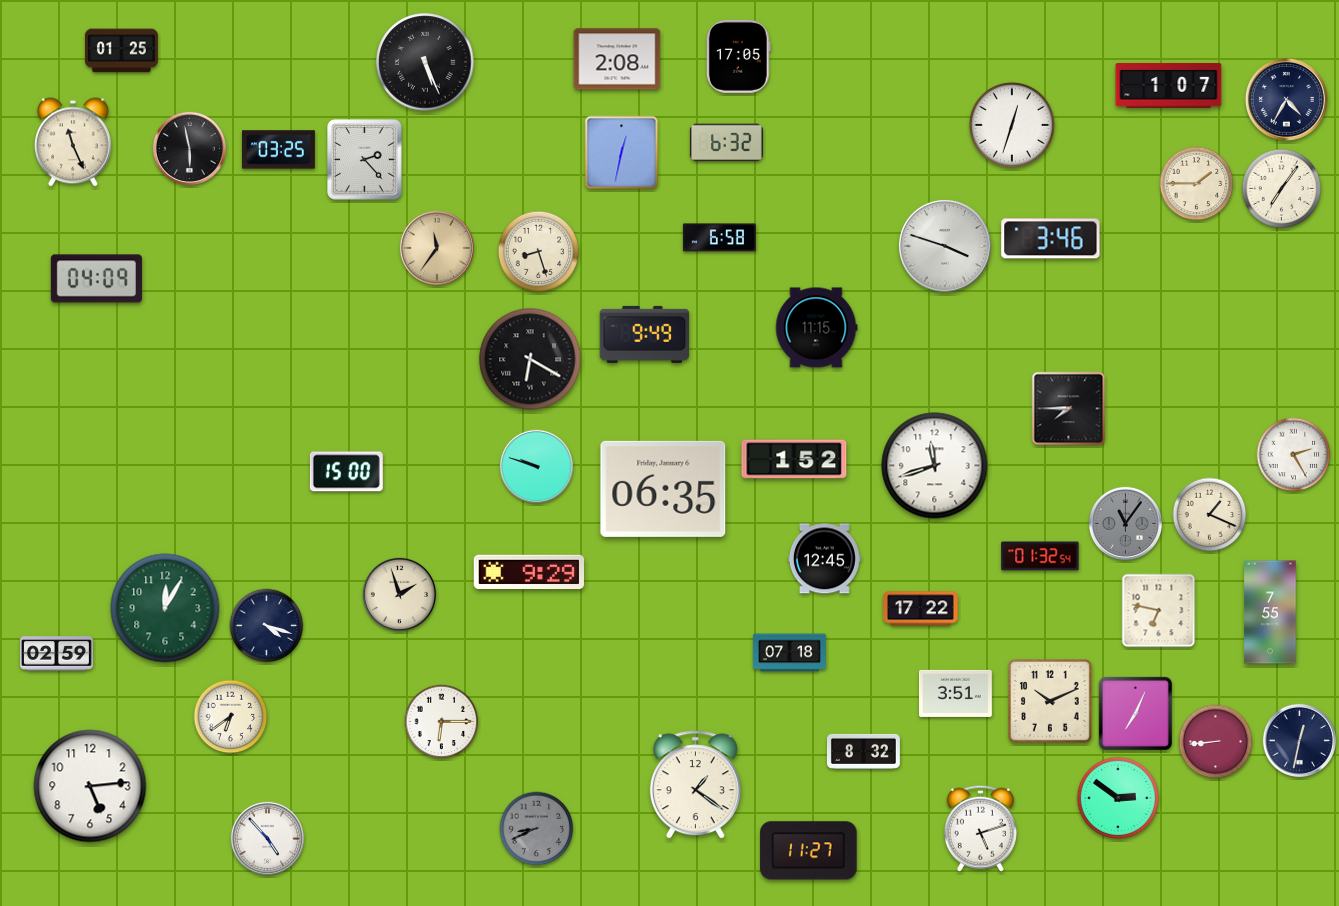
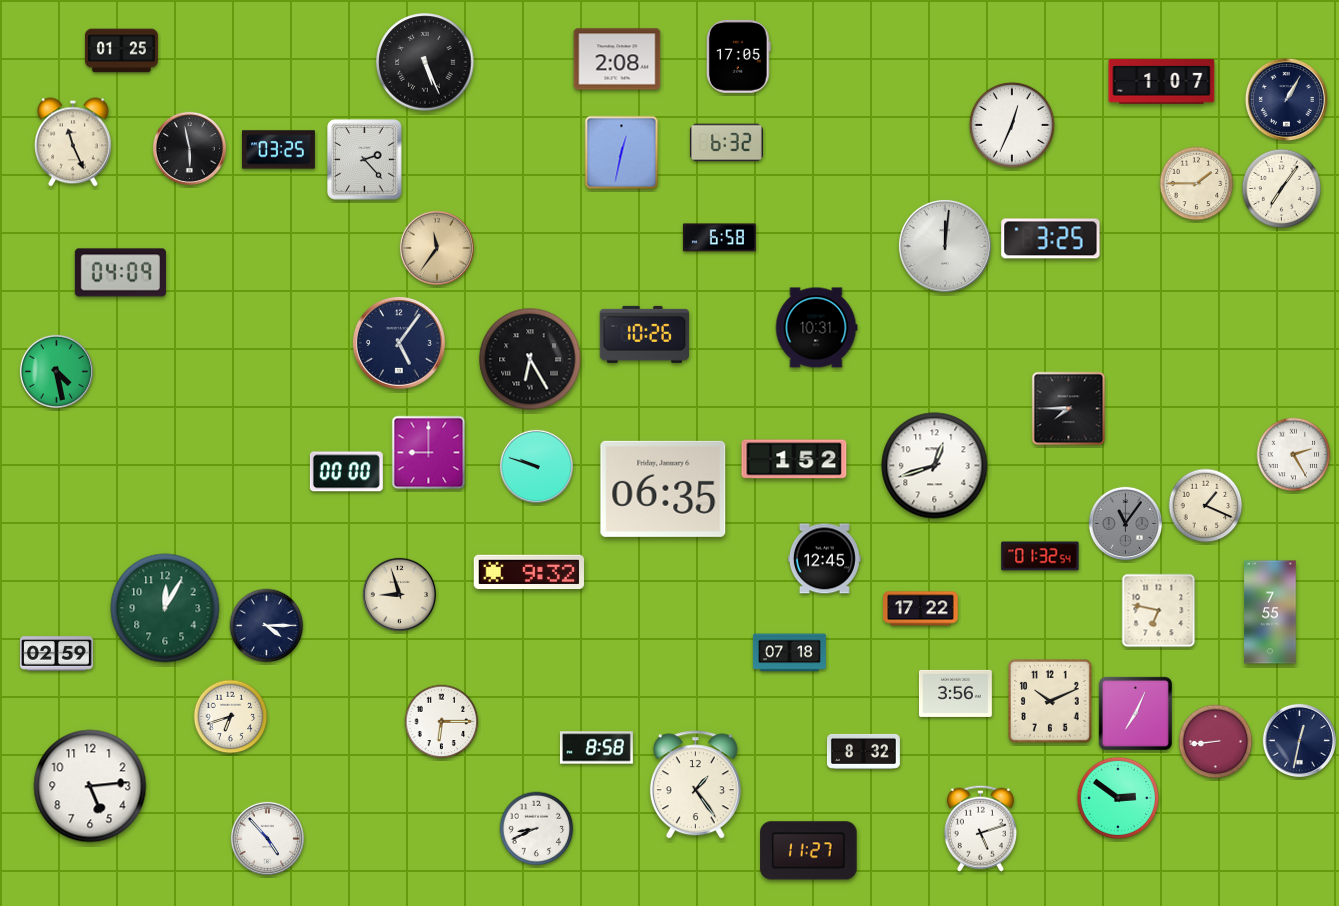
clock at (1169, 86) position: (1169, 86) -> (1162, 82)
clock at (1286, 99): 4:35 -> 1:05
clock at (1012, 125): 12:33 -> 12:34
clock at (1051, 239): 3:46 -> 3:25
clock at (945, 246): 3:48 -> 12:01
clock at (538, 251): 8:27 -> none
clock at (96, 279) position: (96, 279) -> (120, 273)
clock at (816, 328): 11:15 -> 10:31
clock at (645, 334): 9:49 -> 10:26
clock at (399, 343): none -> 5:06
clock at (530, 359): 6:20 -> 6:25
clock at (56, 371): none -> 4:28
clock at (429, 453): none -> 9:00
clock at (935, 466): 11:42 -> 12:42
clock at (346, 472): 15:00 -> 00:00
clock at (1210, 515) position: (1210, 515) -> (1206, 506)
clock at (529, 572): 9:29 -> 9:32
clock at (399, 594): 1:57 -> 8:57
clock at (267, 626): 4:18 -> 4:15
clock at (955, 693): 3:51 -> 3:56
clock at (231, 717): 6:39 -> 6:42
clock at (596, 748): none -> 8:58
clock at (695, 785): 1:21 -> 1:24
clock at (537, 829) dial: grey -> white
